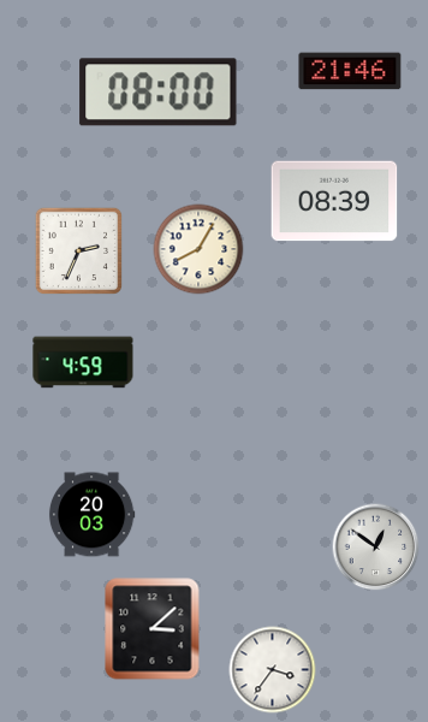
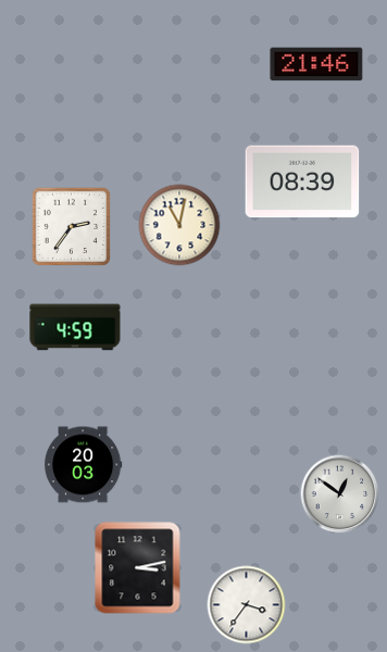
clock at (159, 93): 08:00 -> none
clock at (198, 249): 8:05 -> 11:02
clock at (78, 250): 2:34 -> 2:36
clock at (153, 629): 3:08 -> 3:13
